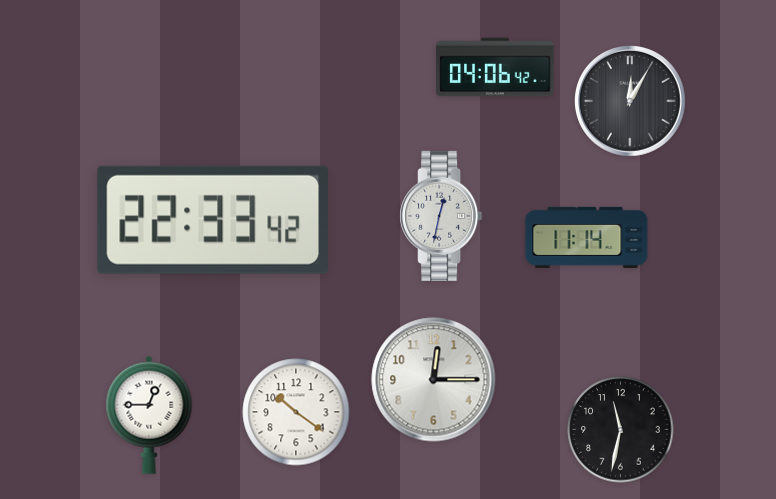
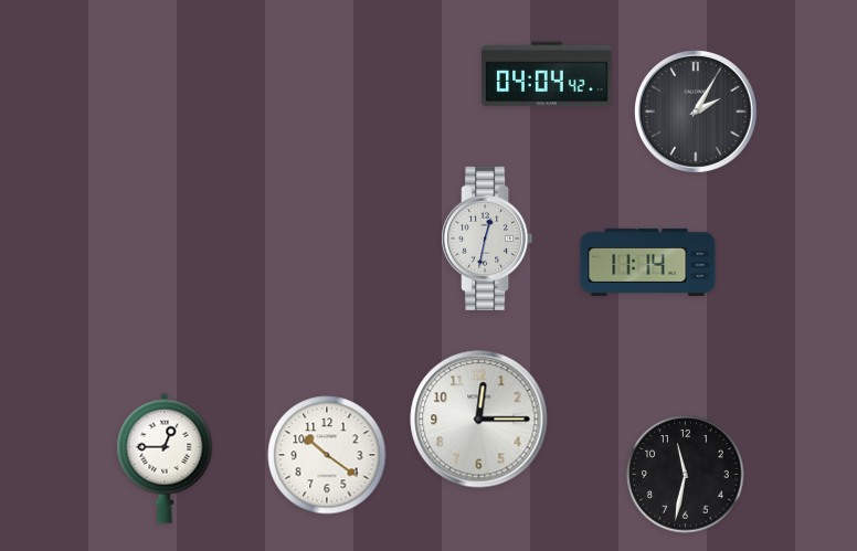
clock at (495, 67): 04:06 -> 04:04
clock at (631, 102): 12:05 -> 2:05
clock at (212, 220): 22:33 -> none
